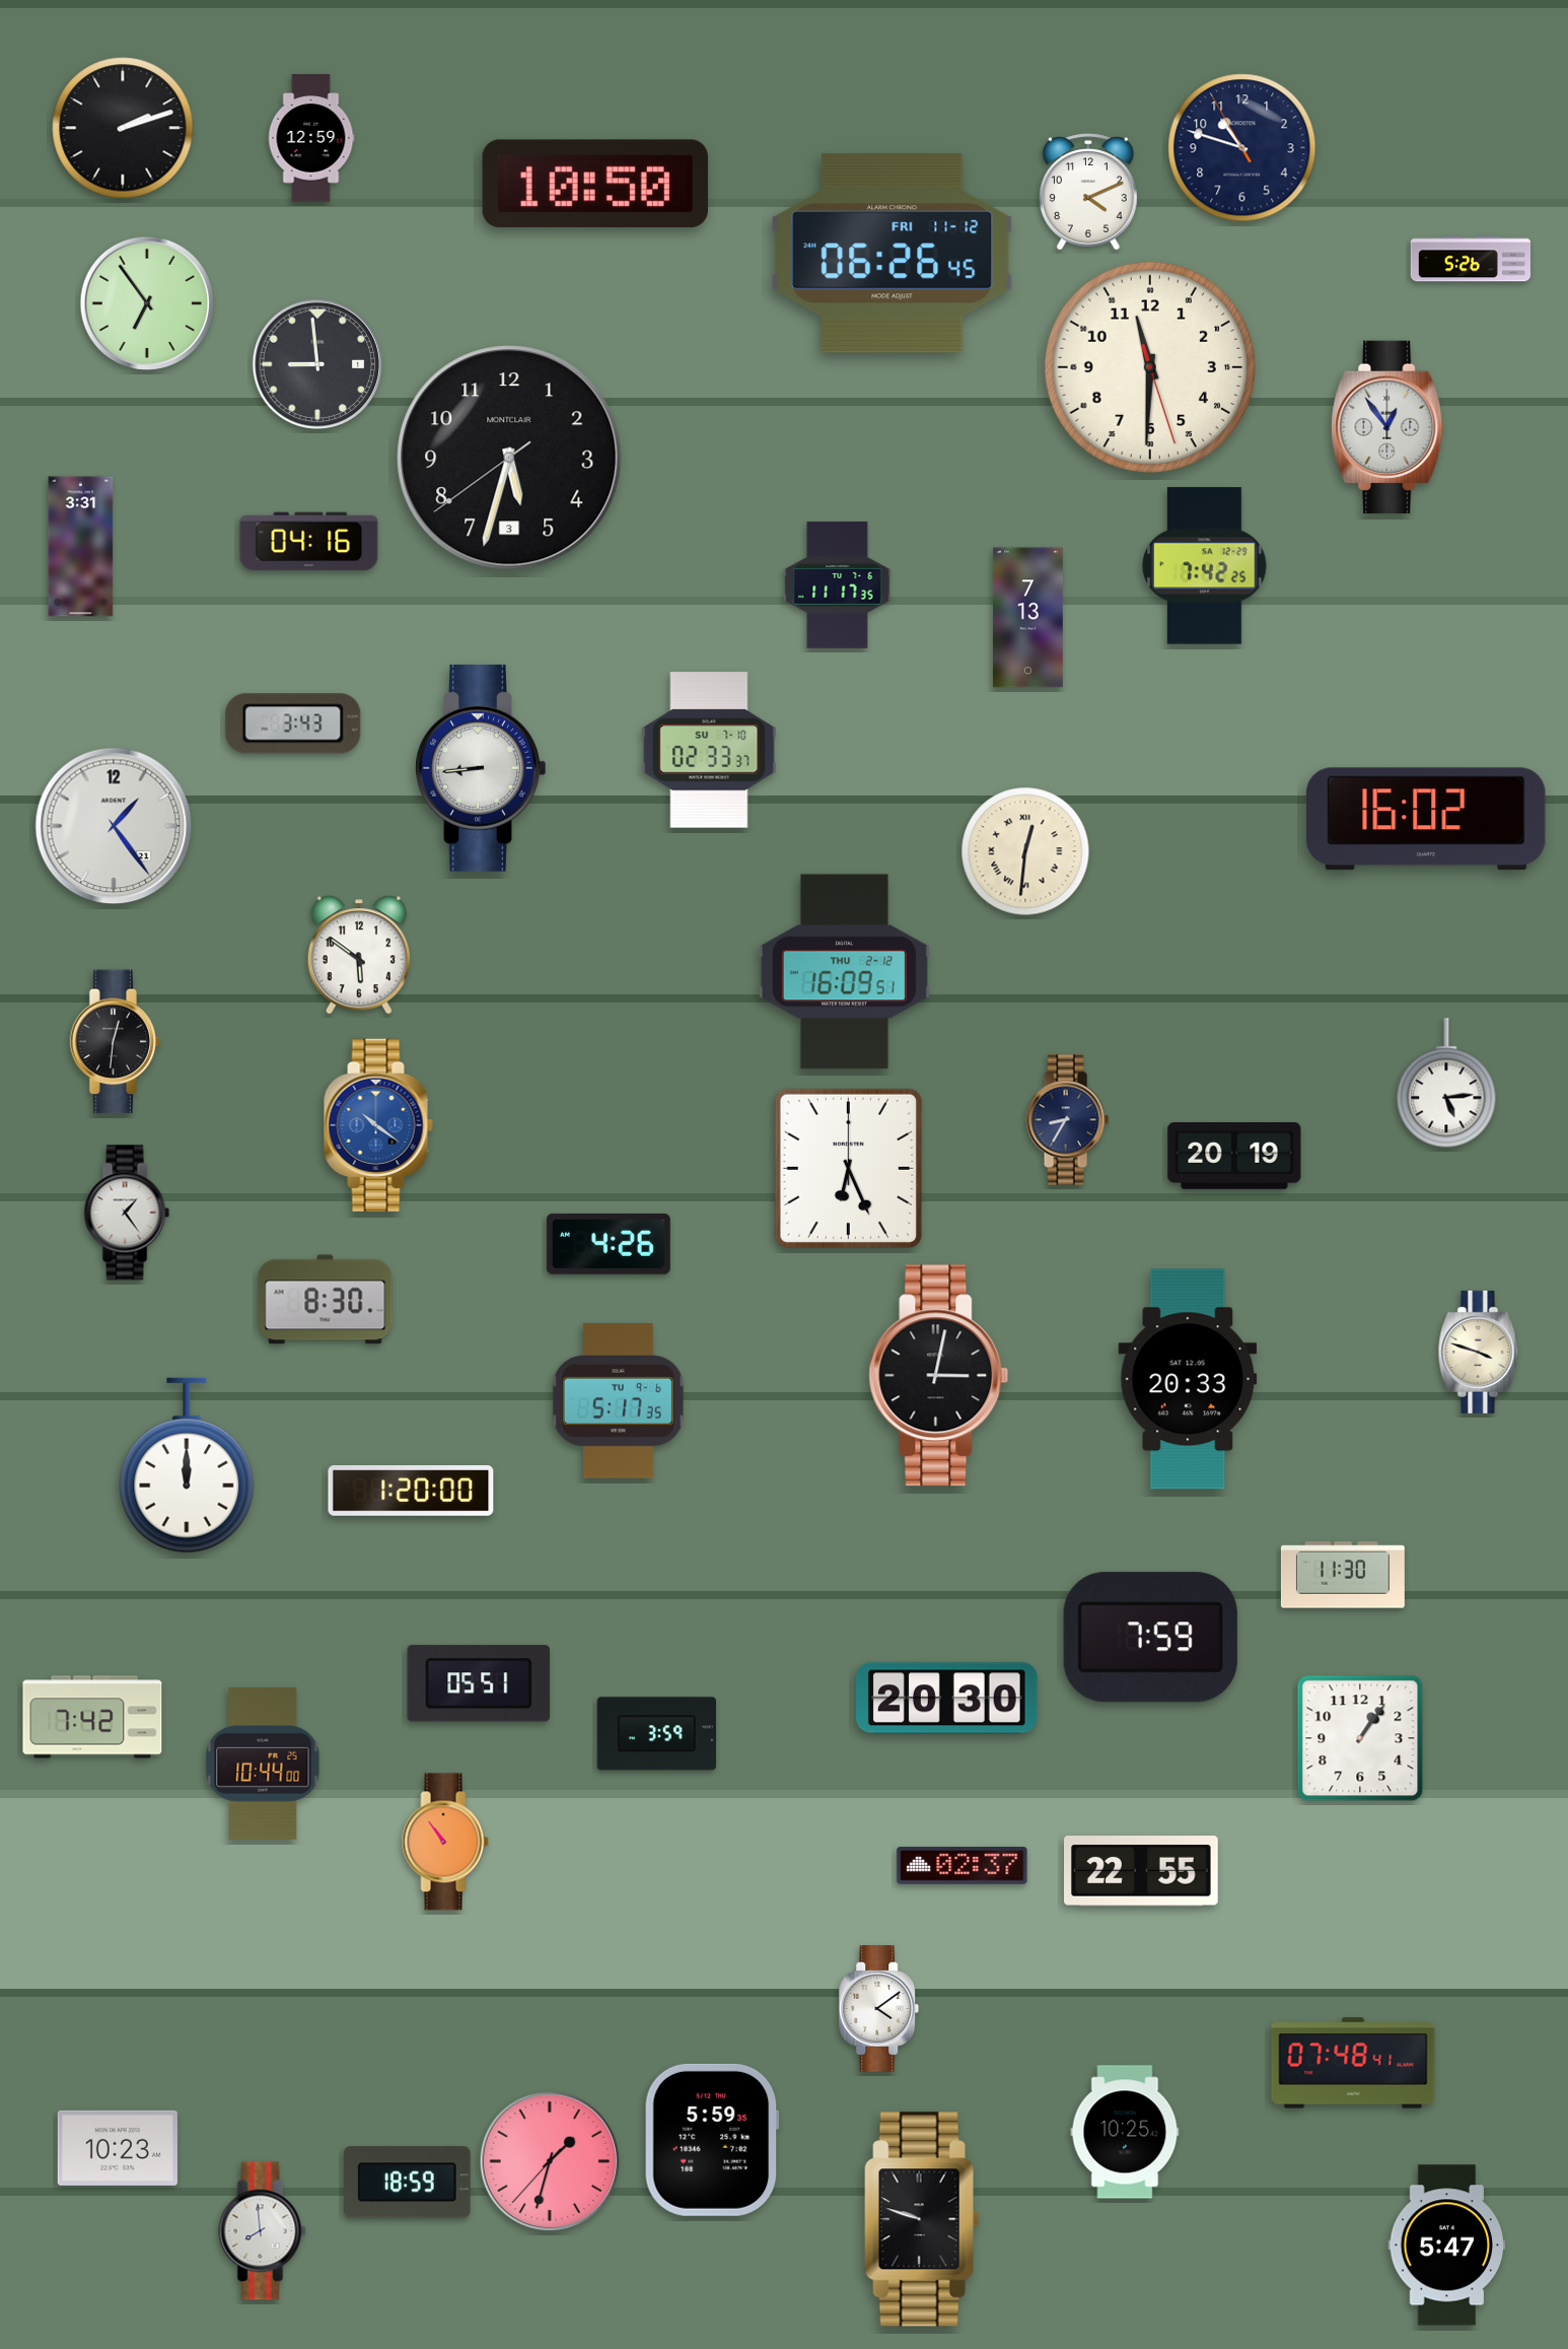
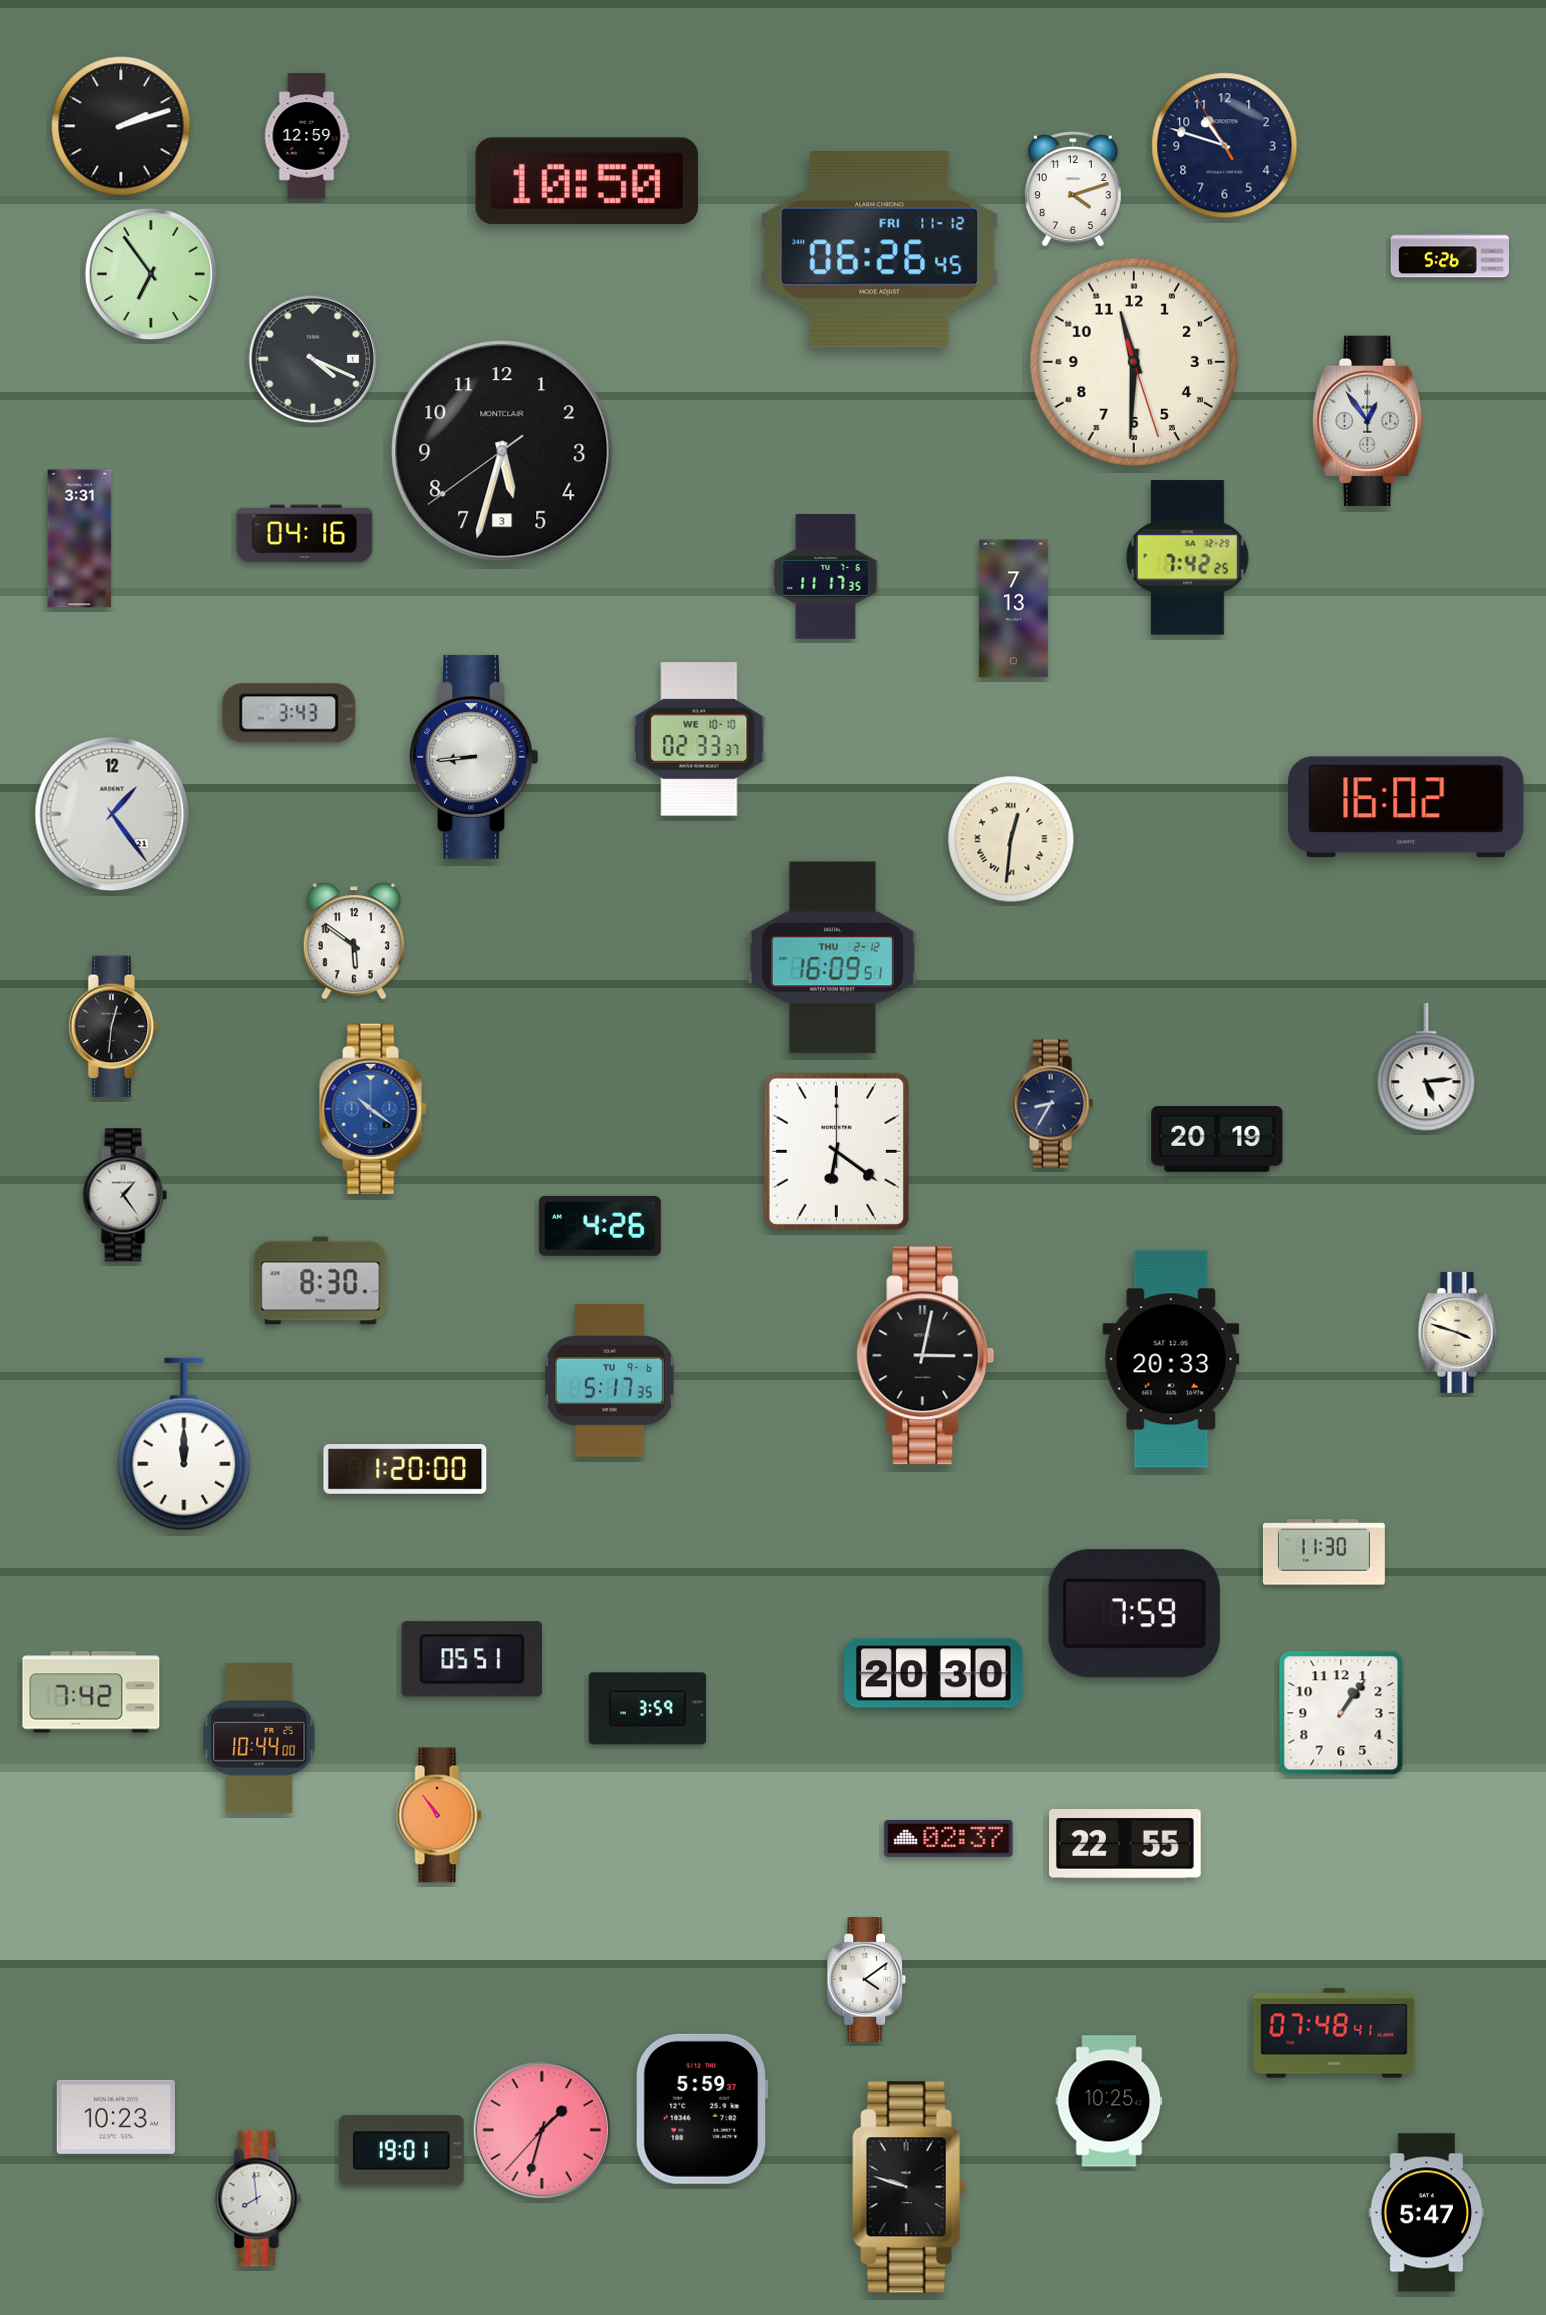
clock at (1088, 192): 4:11 -> 4:12
clock at (147, 303) position: (147, 303) -> (151, 274)
clock at (316, 363): 8:59 -> 4:19
clock at (709, 750) date: SU 7-10 -> WE 10-10
clock at (848, 1168): 6:26 -> 6:21
clock at (712, 2140): 5:59:35 -> 5:59:37
clock at (407, 2183): 18:59 -> 19:01
